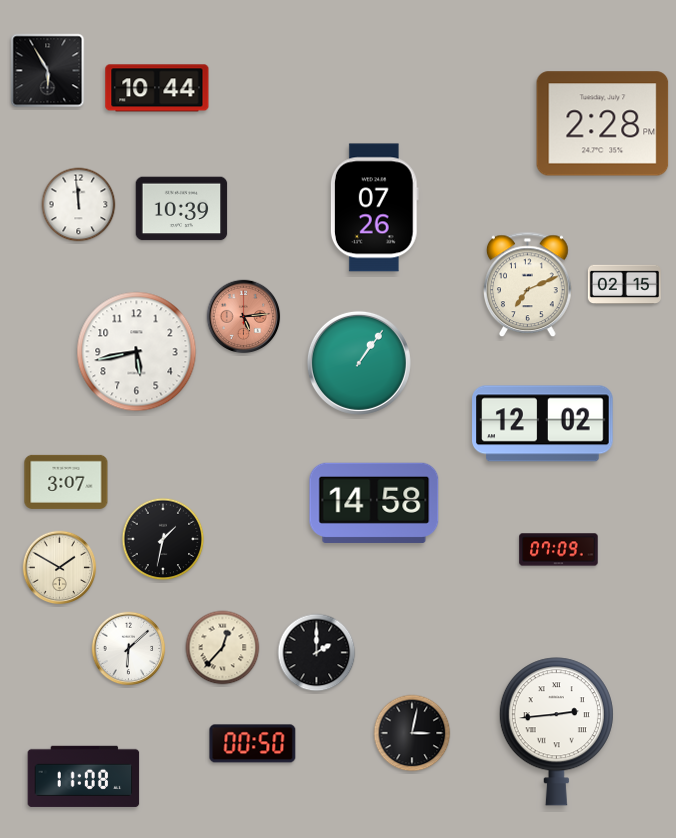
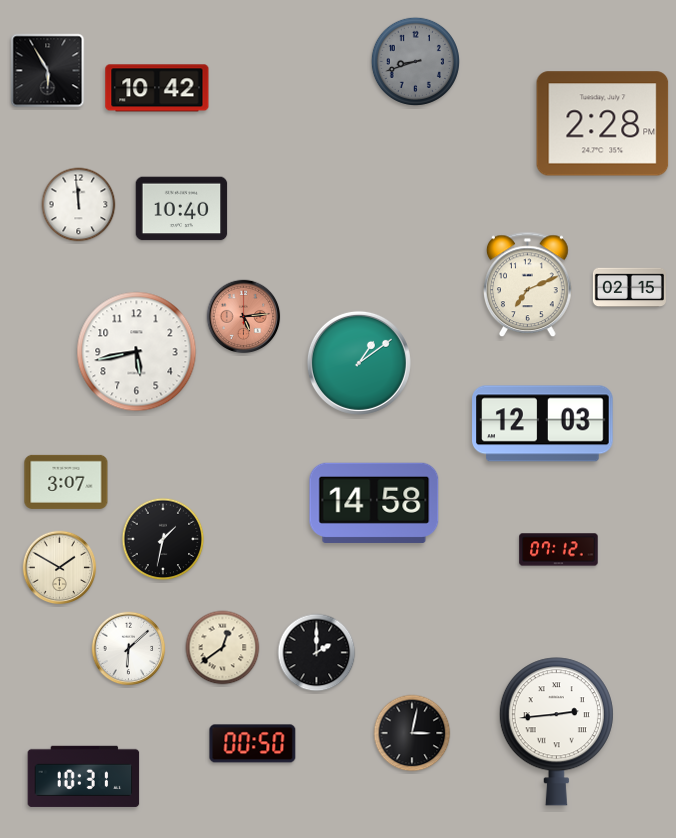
clock at (415, 61): none -> 8:42
clock at (157, 88): 10:44 -> 10:42
clock at (374, 208): 07:26 -> none
clock at (182, 209): 10:39 -> 10:40
clock at (624, 285) position: (624, 285) -> (629, 288)
clock at (359, 363): 1:06 -> 1:09
clock at (543, 424): 12:02 -> 12:03
clock at (559, 550): 07:09 -> 07:12
clock at (223, 648): 12:37 -> 12:39
clock at (84, 776): 11:08 -> 10:31
